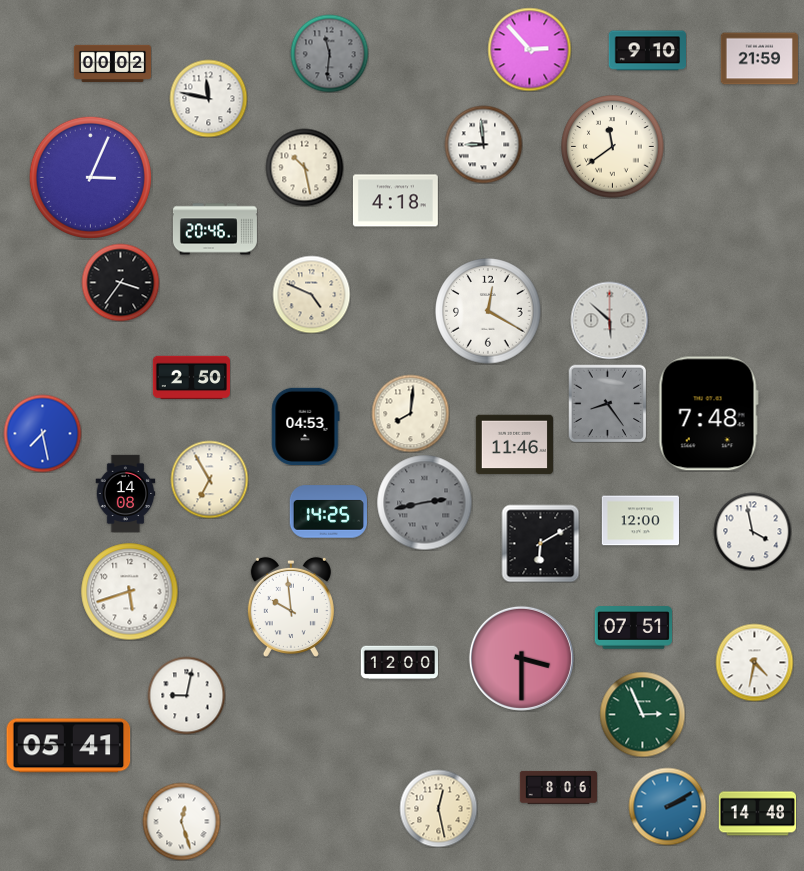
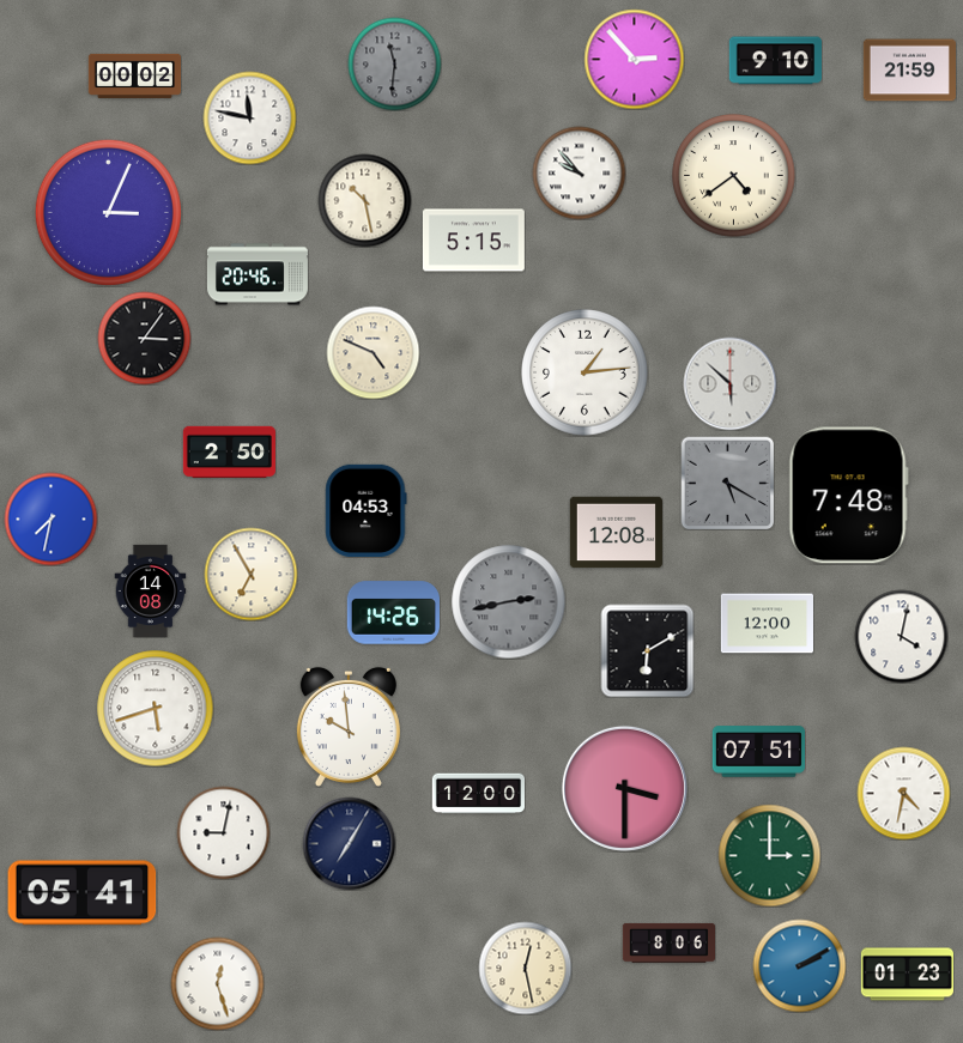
clock at (483, 144): 8:59 -> 9:53
clock at (613, 147): 11:39 -> 4:39
clock at (395, 201): 4:18 -> 5:15
clock at (120, 282): 3:36 -> 3:06
clock at (488, 311): 12:20 -> 1:14
clock at (607, 403): 8:24 -> 5:20
clock at (410, 413): 8:01 -> none
clock at (42, 433): 7:28 -> 7:32
clock at (514, 445): 11:46 -> 12:08
clock at (328, 512): 14:25 -> 14:26
clock at (752, 531): 3:58 -> 4:02
clock at (349, 843): none -> 7:05
clock at (642, 714): 2:56 -> 3:00
clock at (757, 814): 14:48 -> 01:23
